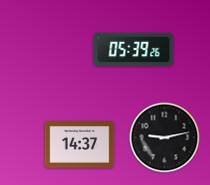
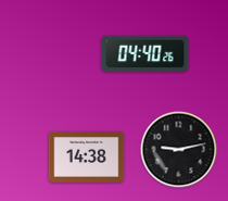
clock at (134, 50): 05:39 -> 04:40
clock at (80, 144): 14:37 -> 14:38
